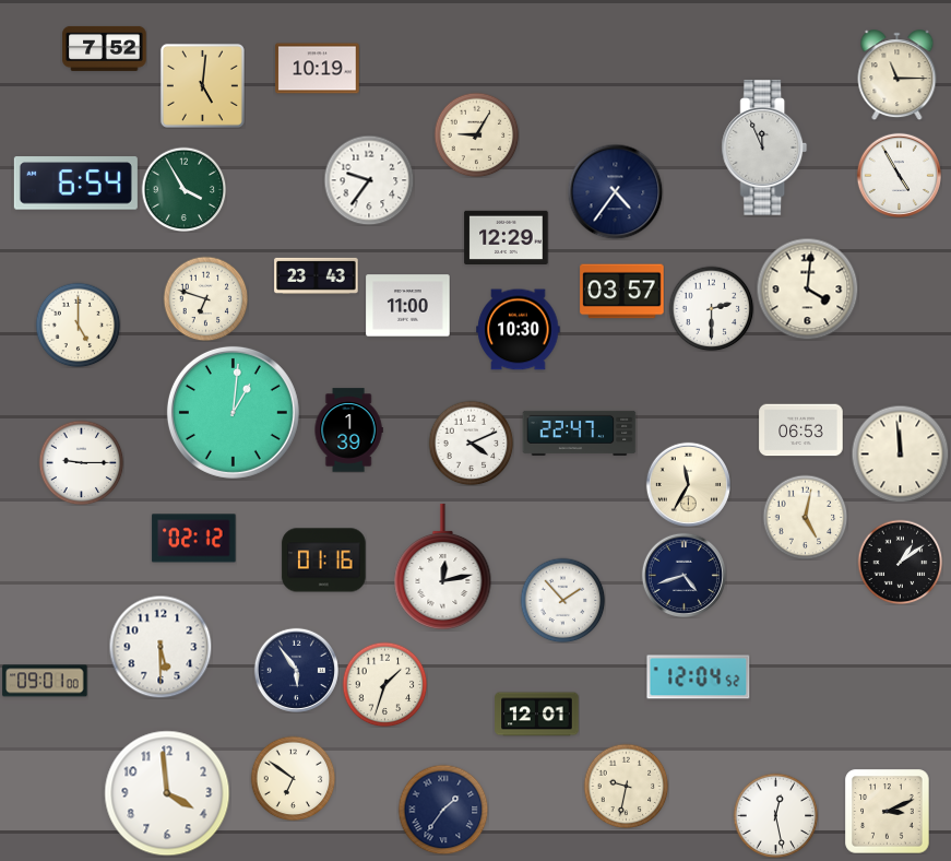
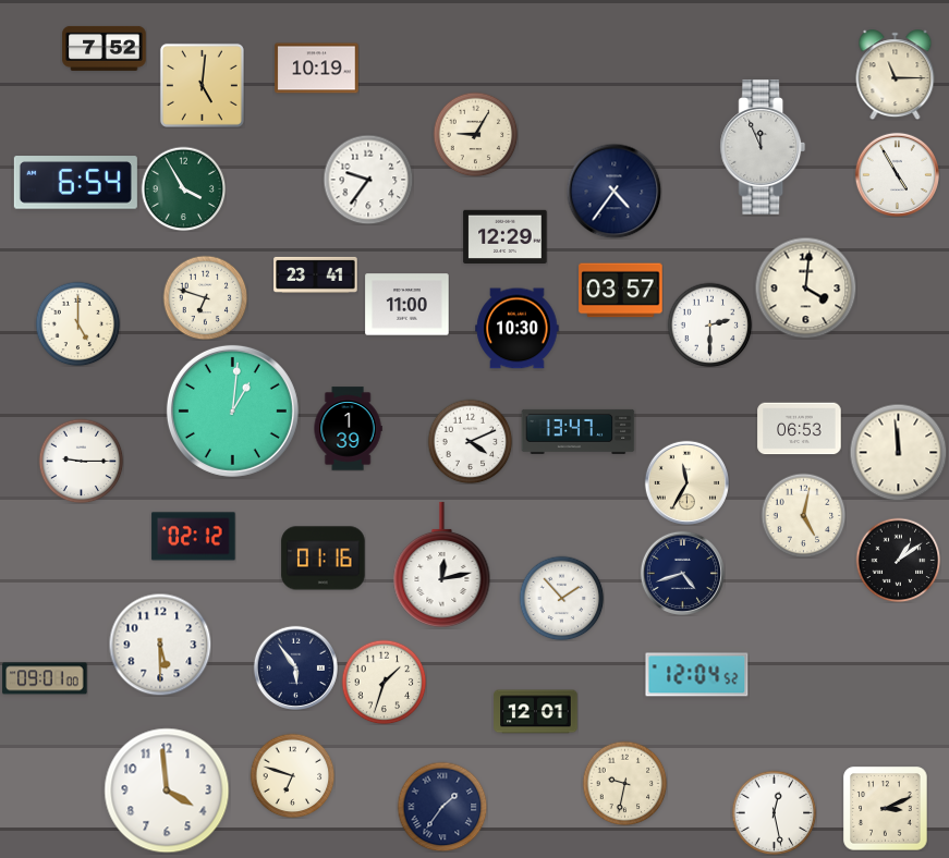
clock at (317, 275): 23:43 -> 23:41
clock at (711, 308) position: (711, 308) -> (709, 324)
clock at (580, 433): 22:47 -> 13:47
clock at (293, 778): 6:51 -> 6:48
